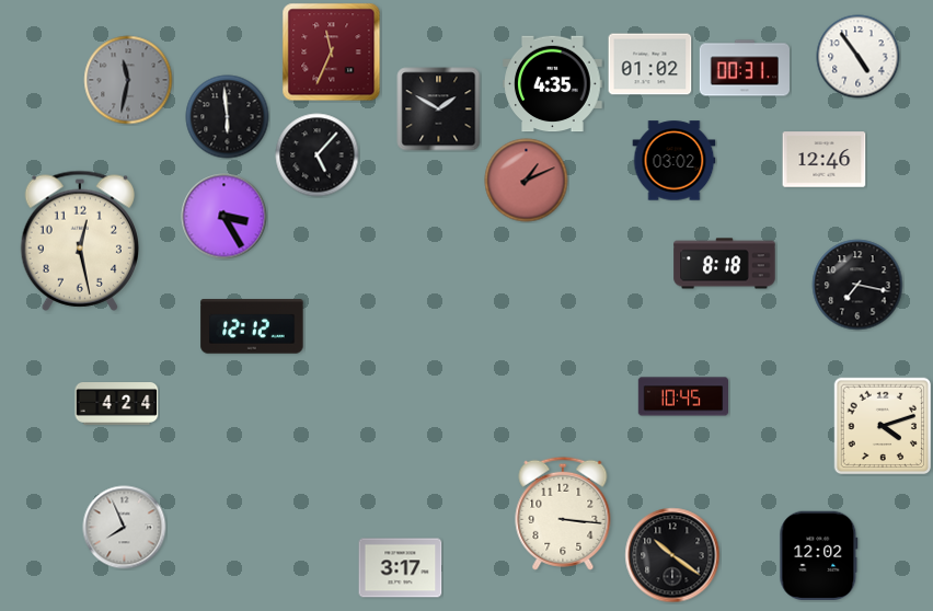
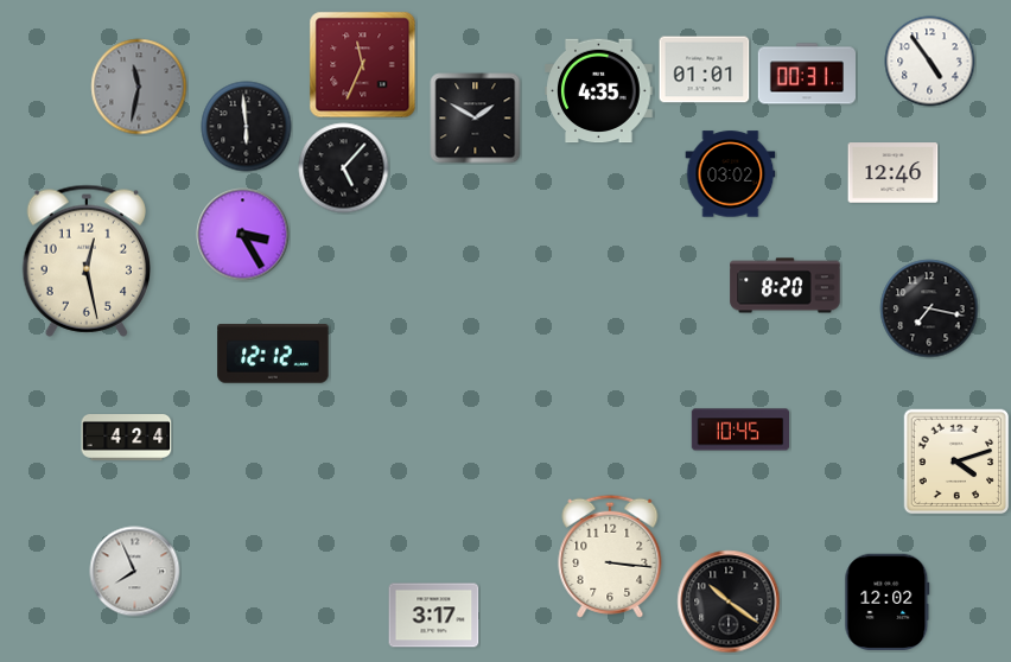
clock at (332, 53) position: (332, 53) -> (363, 65)
clock at (650, 65): 01:02 -> 01:01
clock at (527, 181): 1:11 -> none
clock at (725, 264): 8:18 -> 8:20
